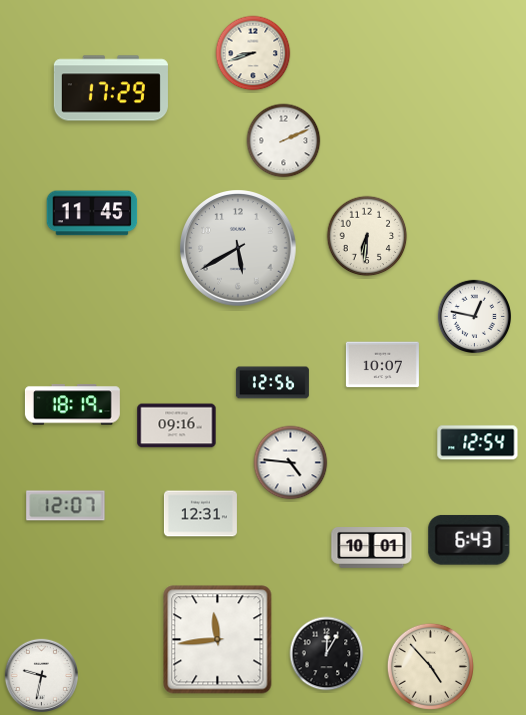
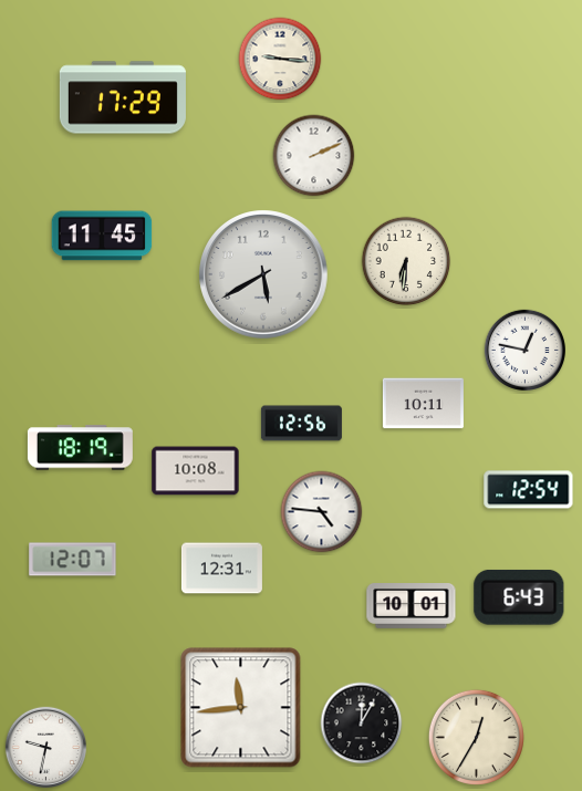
clock at (253, 53): 8:42 -> 9:16
clock at (382, 365): 10:07 -> 10:11
clock at (177, 426): 09:16 -> 10:08
clock at (430, 666): 4:53 -> 12:35
